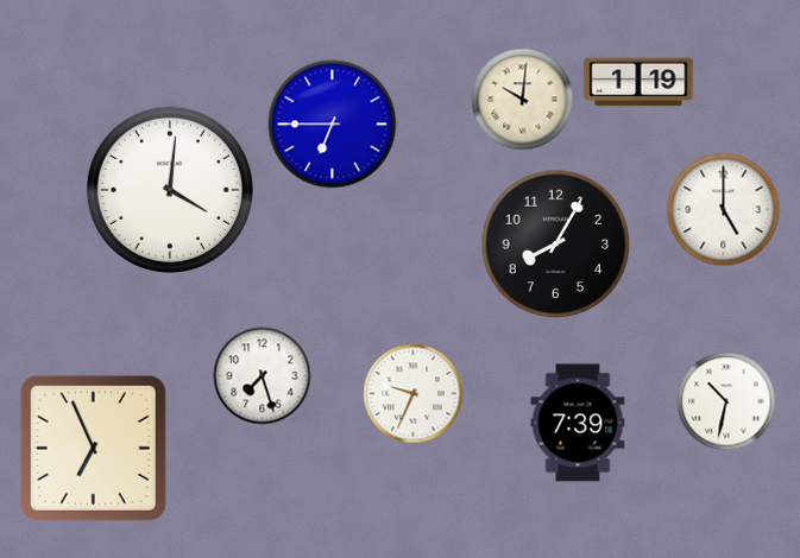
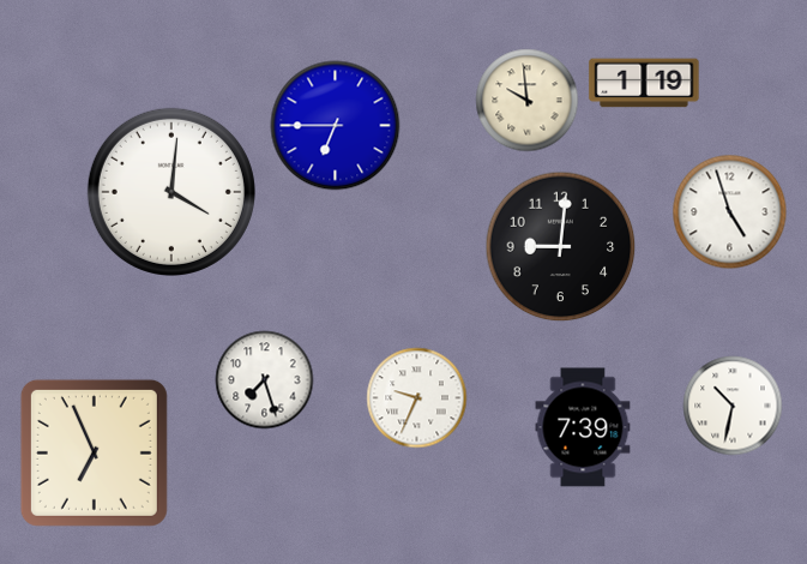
clock at (523, 100): 10:01 -> 9:59
clock at (724, 210): 5:00 -> 4:57
clock at (556, 245): 8:05 -> 9:01
